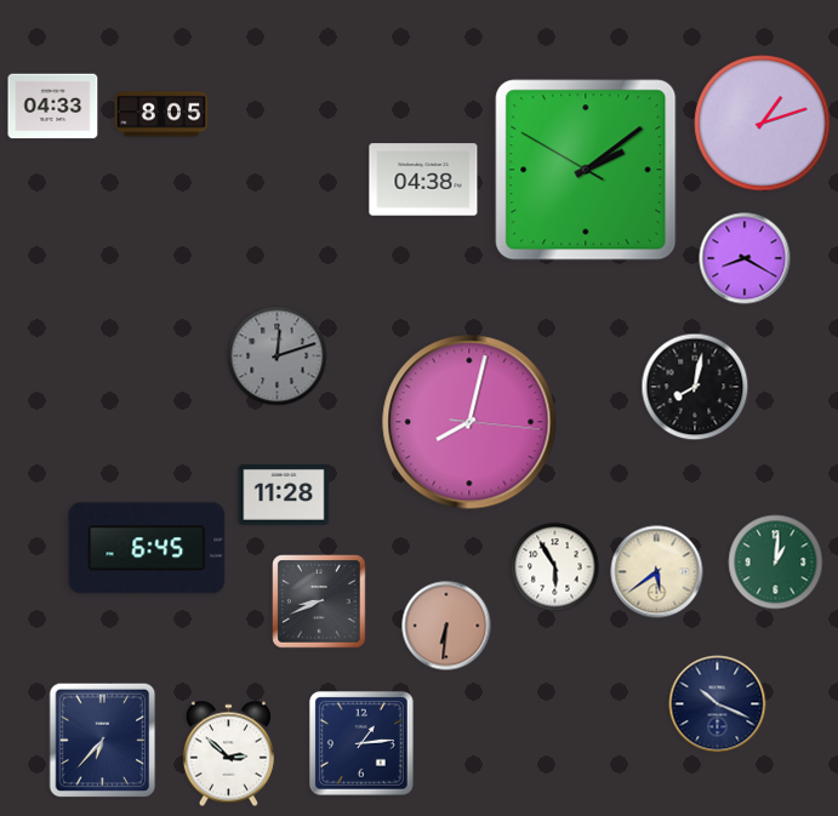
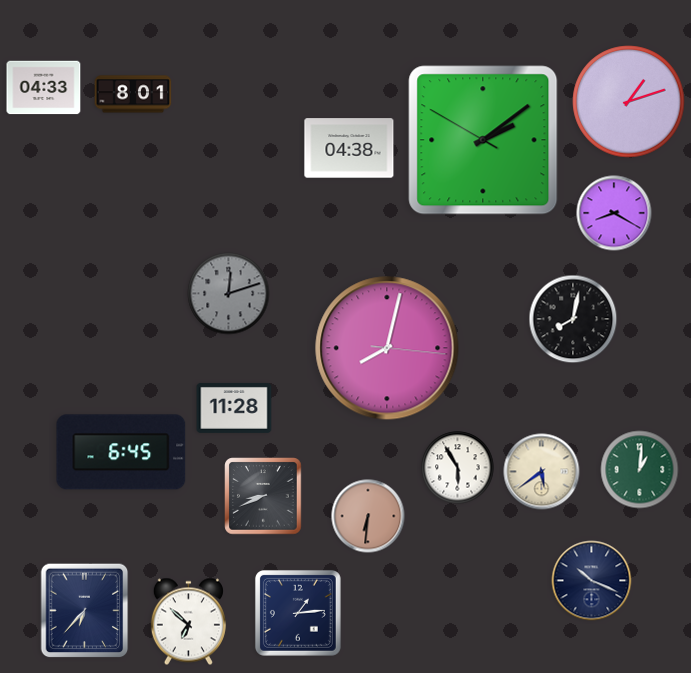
clock at (161, 114): 8:05 -> 8:01
clock at (776, 563) position: (776, 563) -> (640, 470)
clock at (228, 754): 2:52 -> 6:52
